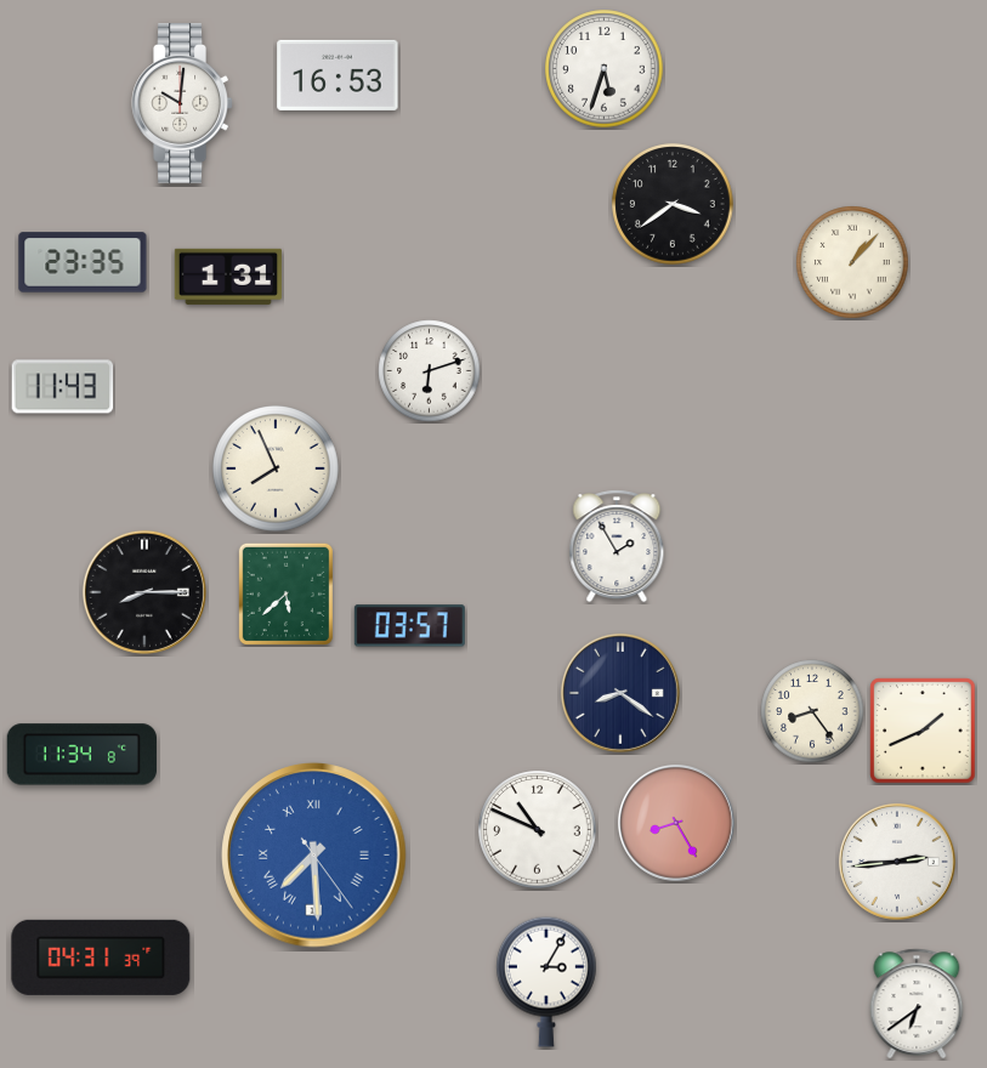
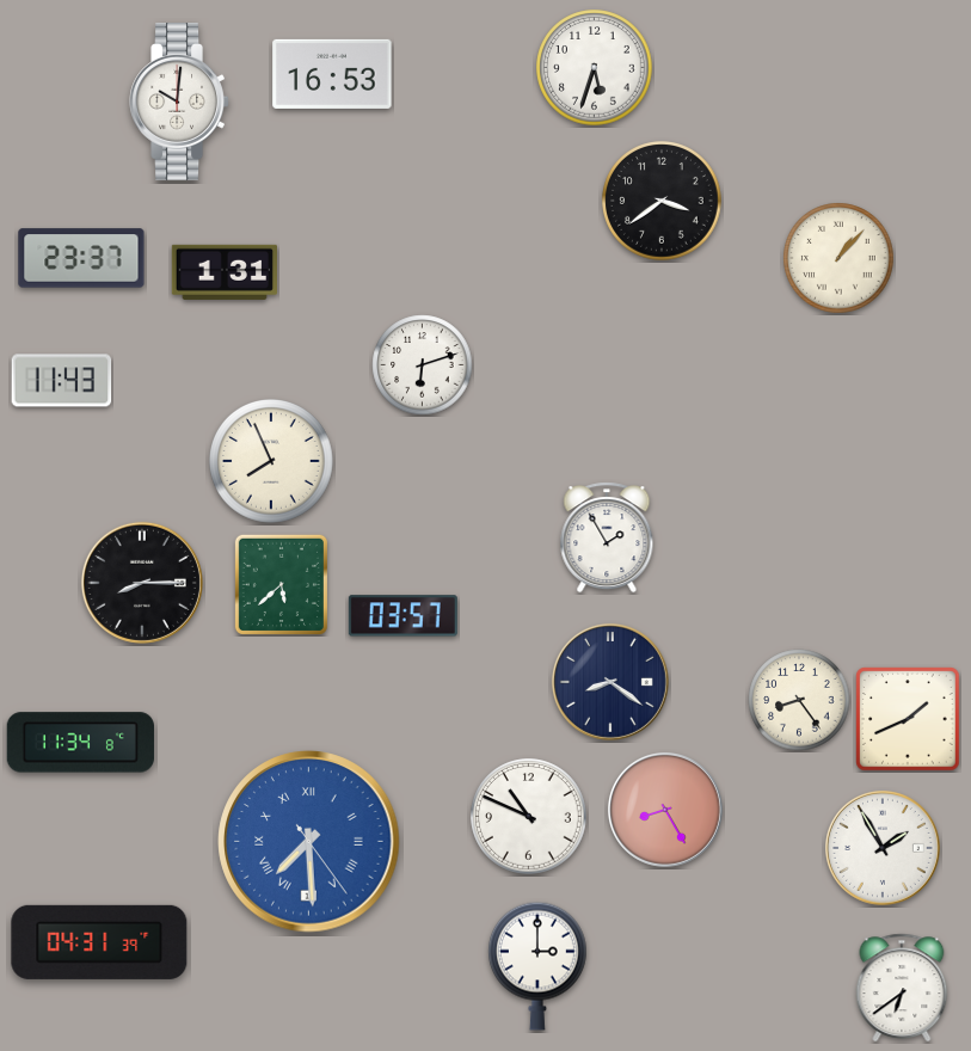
clock at (83, 262): 23:35 -> 23:37
clock at (897, 862): 2:44 -> 1:55
clock at (546, 982): 3:05 -> 3:00
